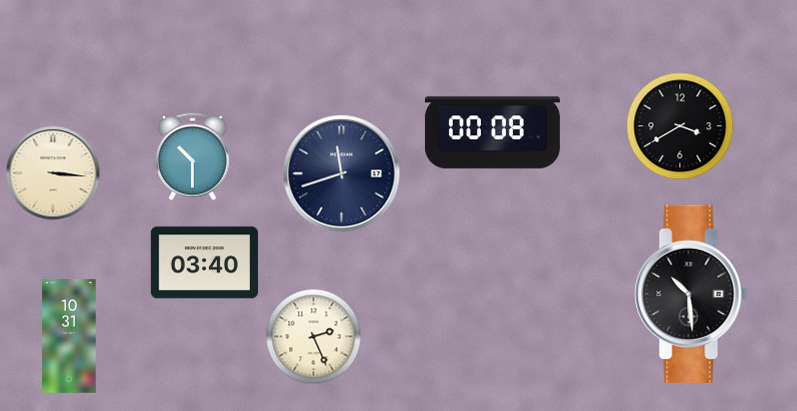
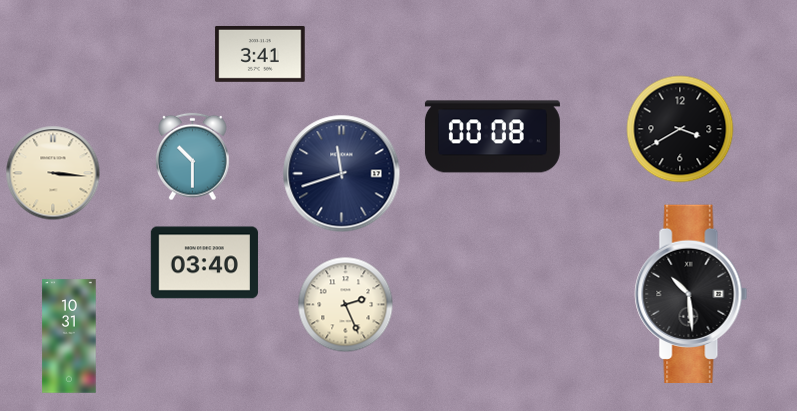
clock at (260, 54): none -> 3:41
clock at (680, 126) position: (680, 126) -> (680, 129)
clock at (492, 133) position: (492, 133) -> (492, 137)
clock at (314, 337) position: (314, 337) -> (346, 305)
